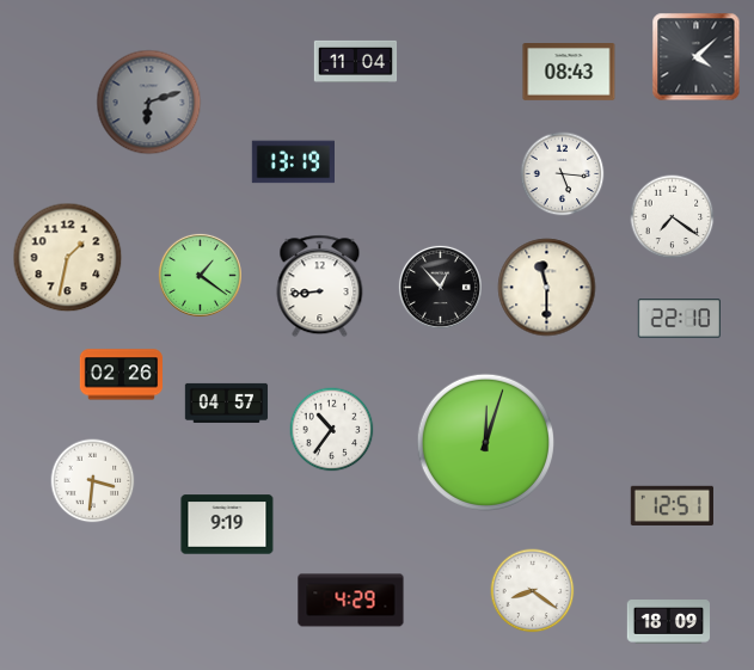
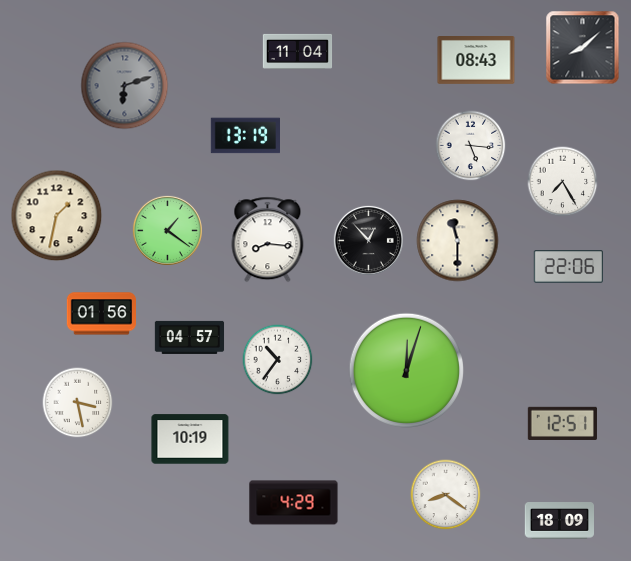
clock at (697, 57): 4:08 -> 8:08
clock at (673, 217): 7:21 -> 7:25
clock at (320, 287): 8:44 -> 8:16
clock at (679, 319): 22:10 -> 22:06
clock at (121, 375): 02:26 -> 01:56
clock at (93, 481): 3:31 -> 3:28
clock at (227, 524): 9:19 -> 10:19
